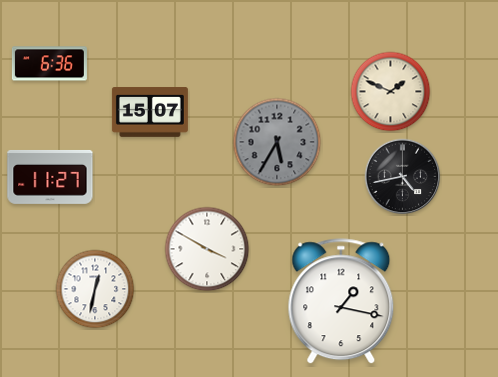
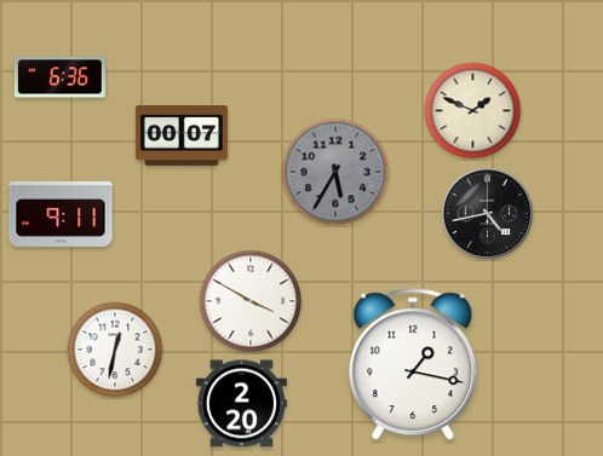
clock at (150, 113): 15:07 -> 00:07
clock at (50, 177): 11:27 -> 9:11
clock at (241, 404): none -> 2:20
